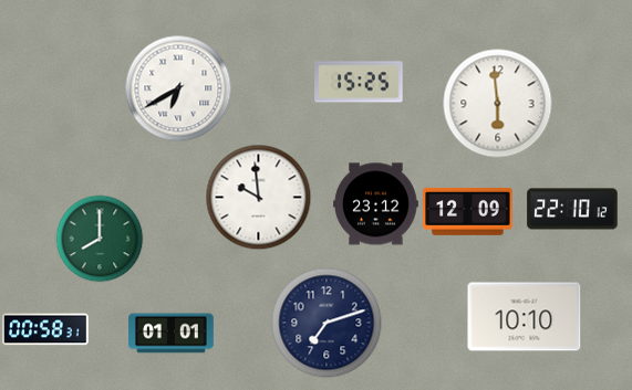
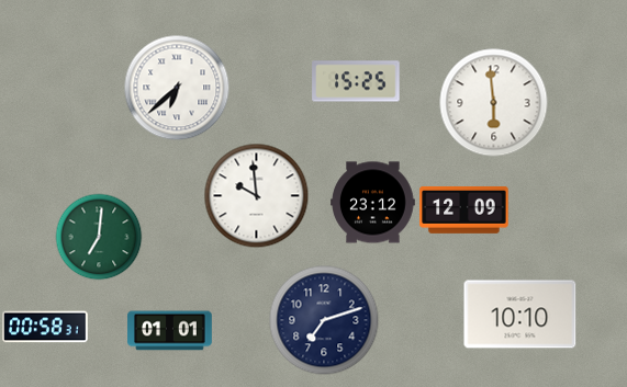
clock at (178, 88): 6:40 -> 6:38
clock at (572, 209): 22:10 -> none
clock at (100, 239): 8:00 -> 7:01
